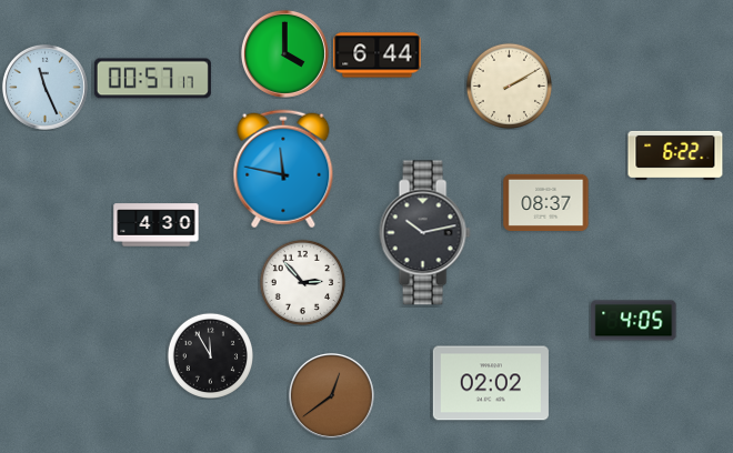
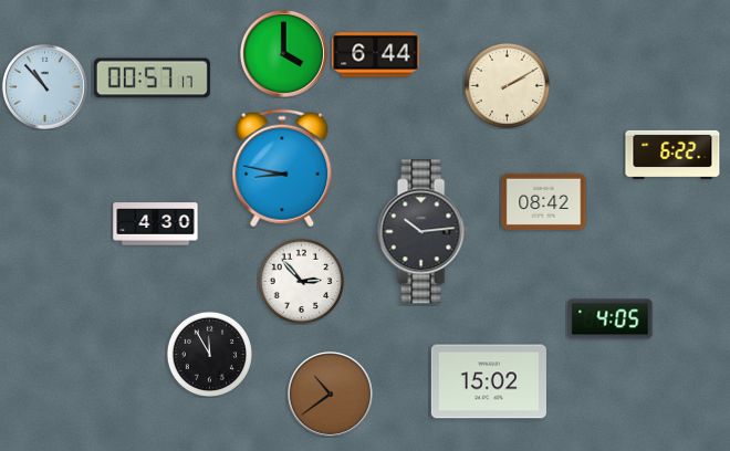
clock at (44, 87): 11:26 -> 10:53
clock at (283, 169): 11:47 -> 8:47
clock at (546, 202): 08:37 -> 08:42
clock at (424, 233): 10:13 -> 10:14
clock at (634, 321) position: (634, 321) -> (611, 319)
clock at (491, 383): 02:02 -> 15:02
clock at (331, 395): 12:39 -> 10:39
